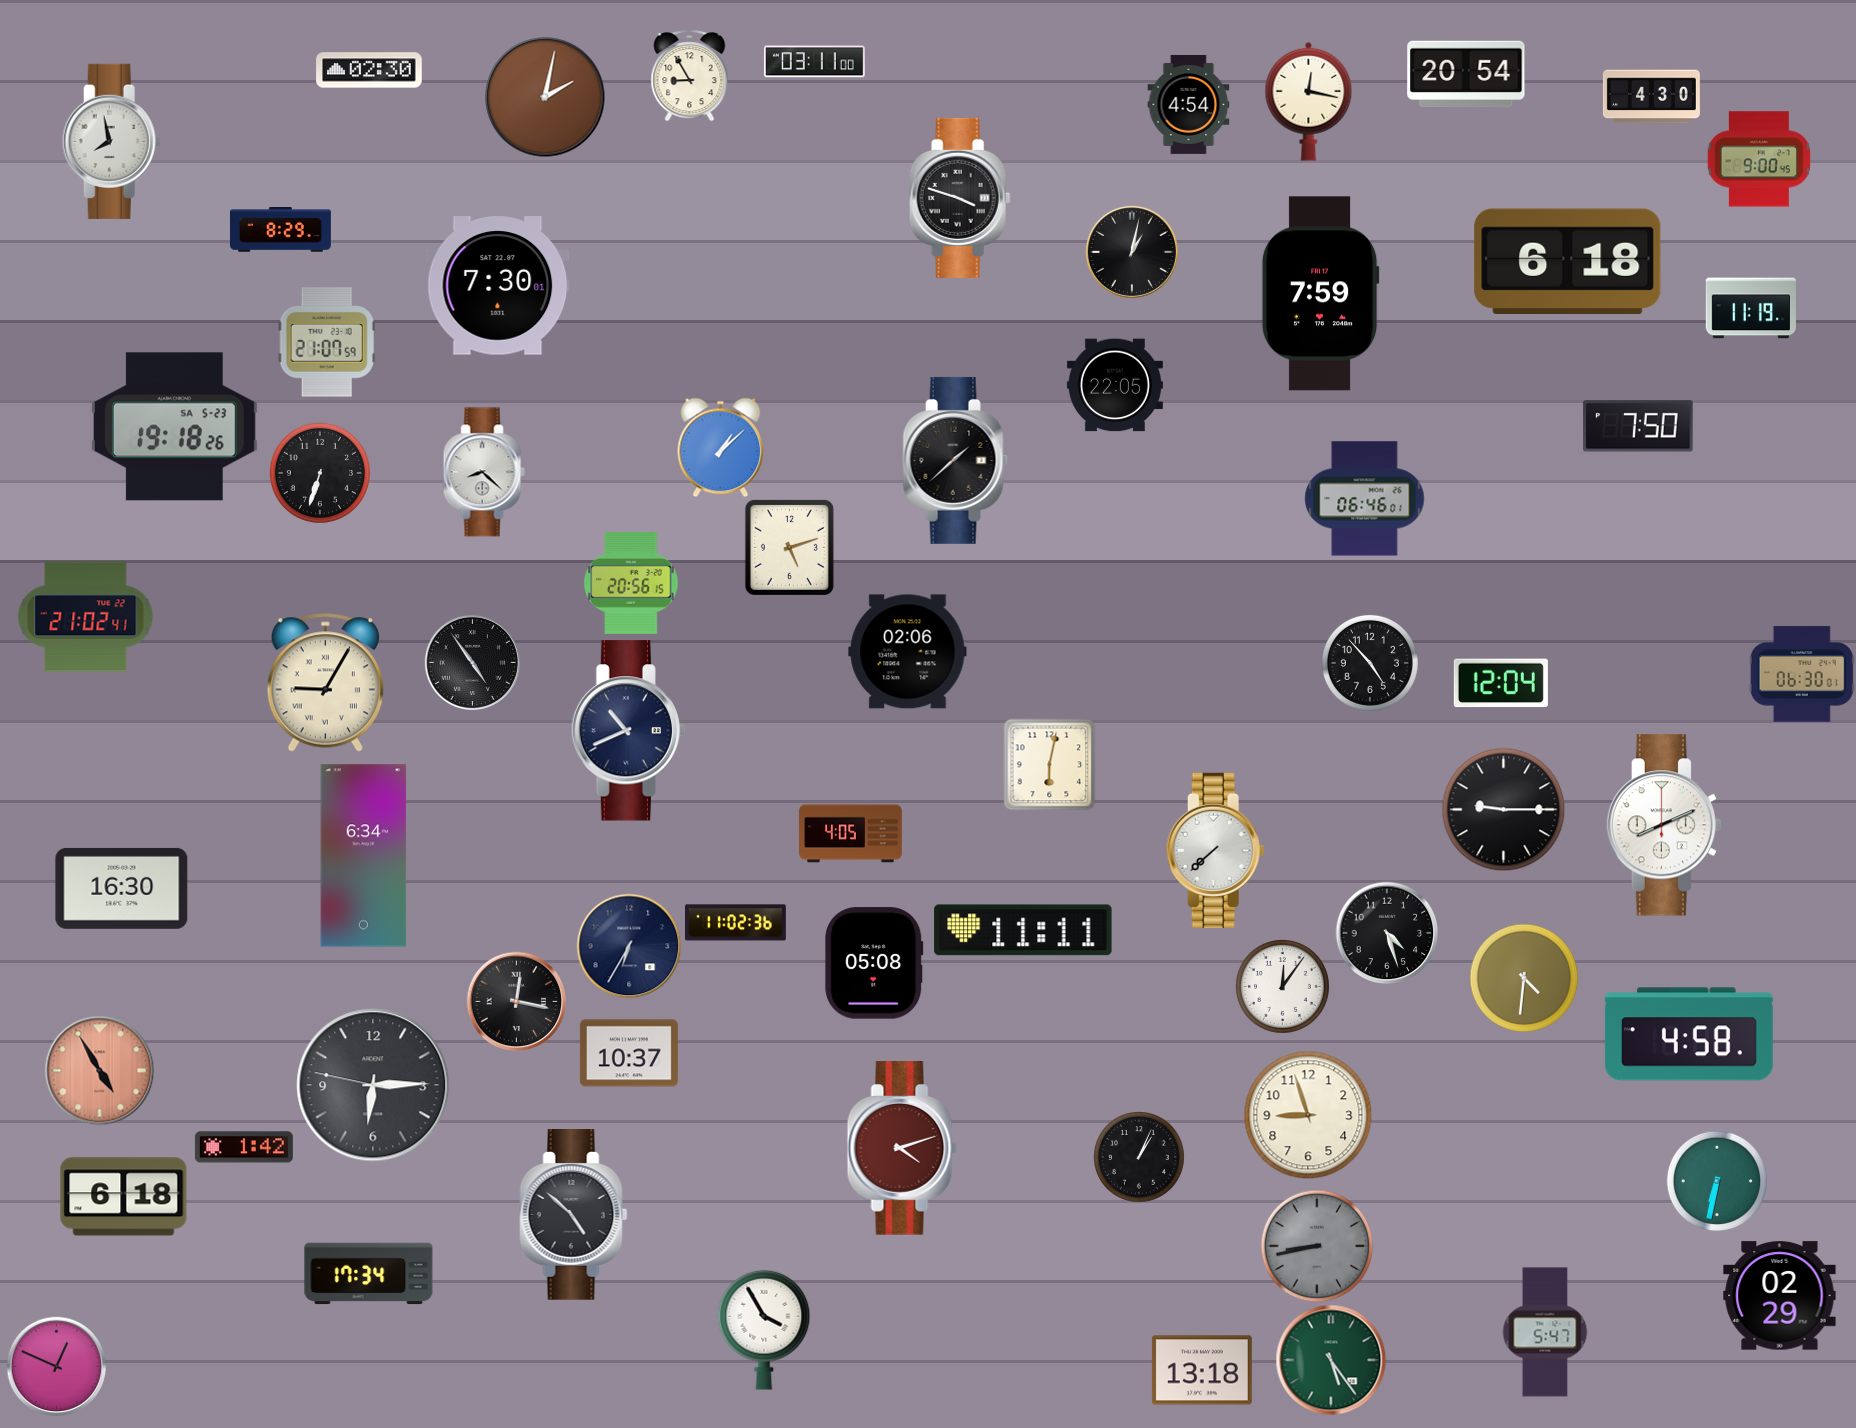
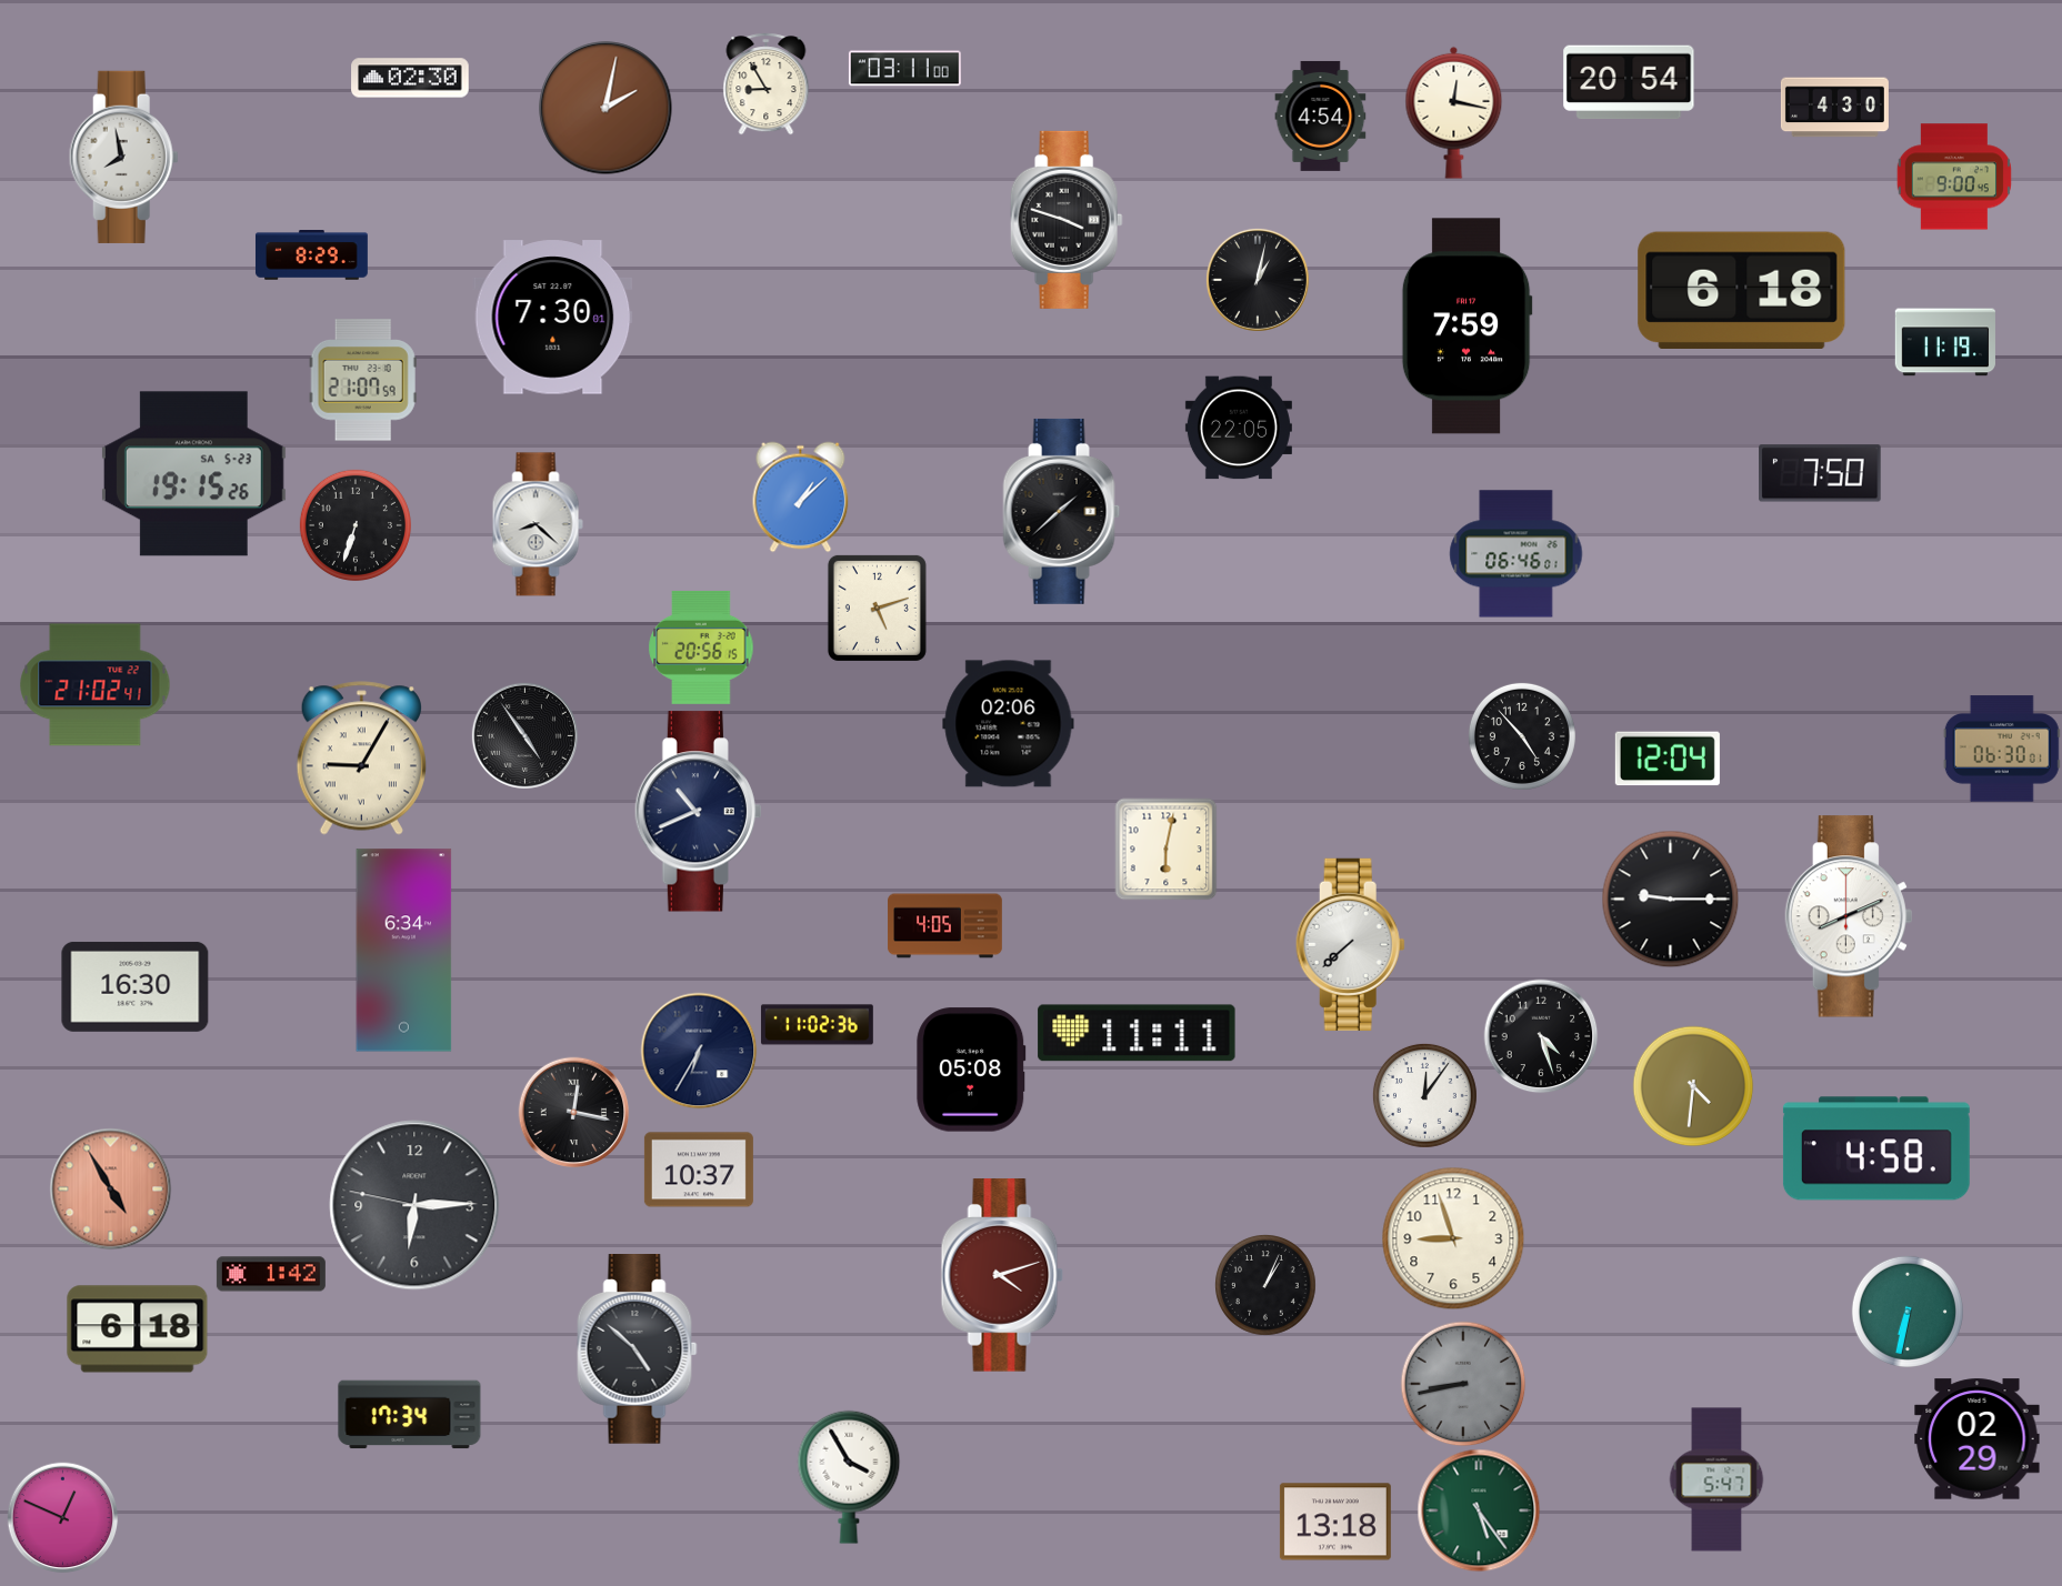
clock at (174, 427): 19:18 -> 19:15
